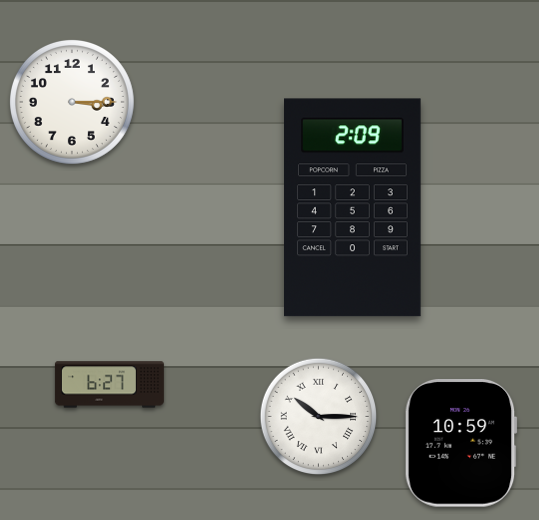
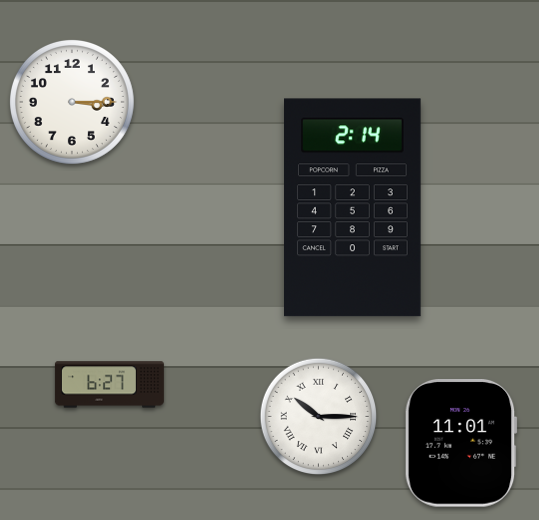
clock at (353, 208): 2:09 -> 2:14
clock at (461, 444): 10:59 -> 11:01
